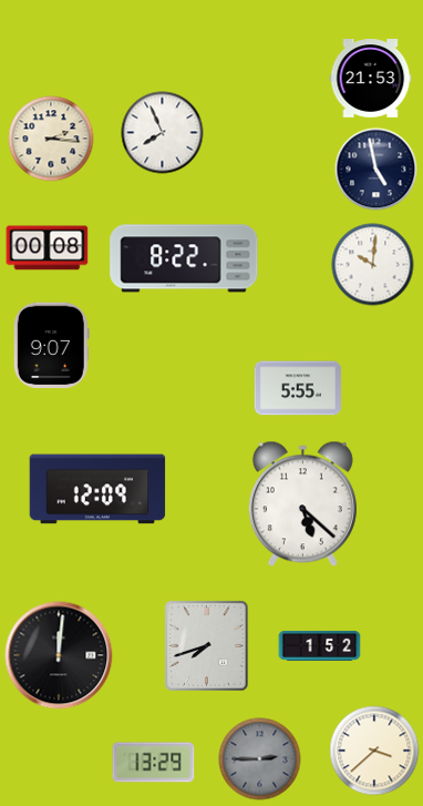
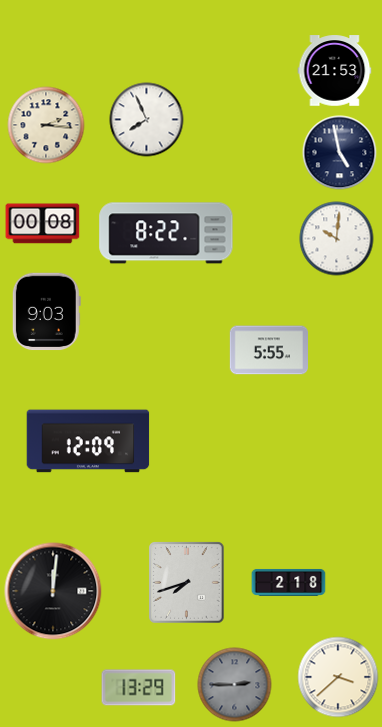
clock at (51, 346): 9:07 -> 9:03
clock at (302, 504): 5:22 -> none
clock at (320, 645): 1:52 -> 2:18
